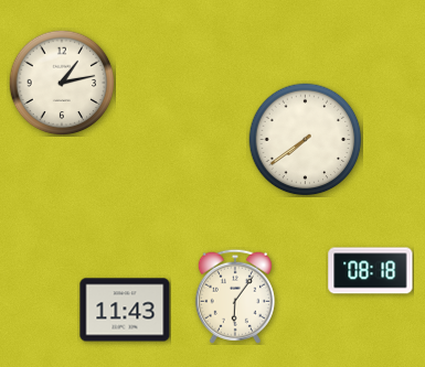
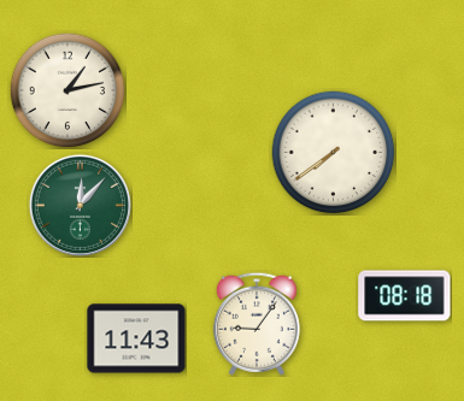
clock at (80, 205): none -> 12:07
clock at (235, 296): 6:06 -> 9:06
